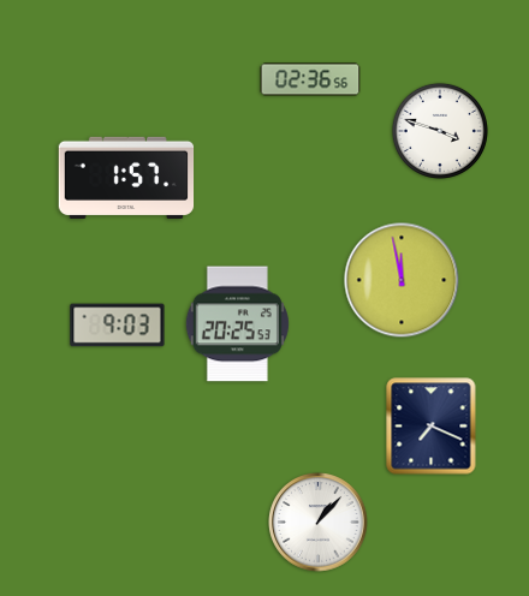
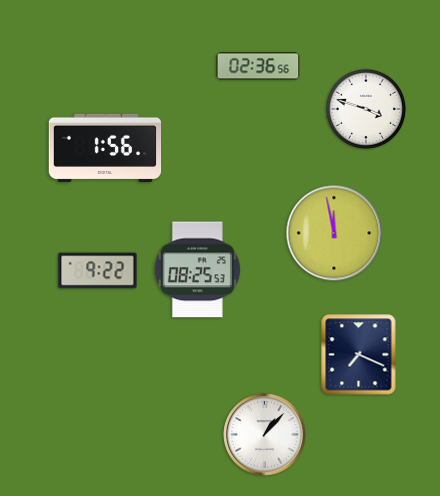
clock at (126, 178): 1:57 -> 1:56
clock at (237, 324): 20:25 -> 08:25
clock at (118, 326): 9:03 -> 9:22
